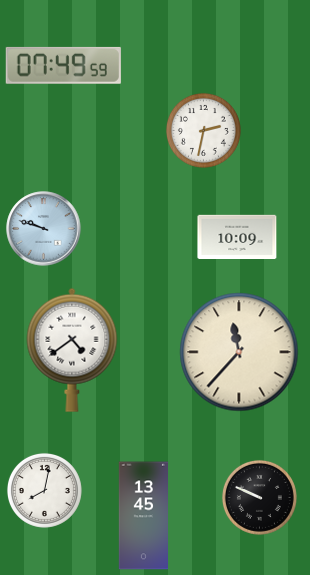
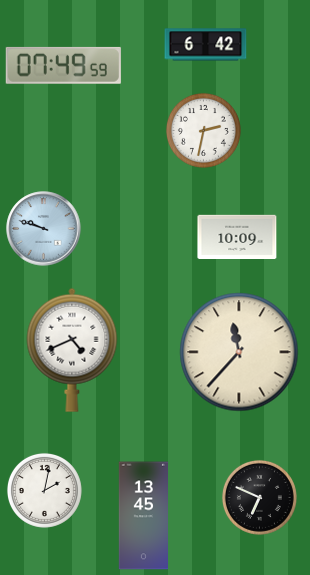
clock at (206, 45): none -> 6:42
clock at (72, 350): 4:39 -> 4:41
clock at (44, 490): 8:02 -> 2:02
clock at (259, 497): 9:49 -> 6:49
